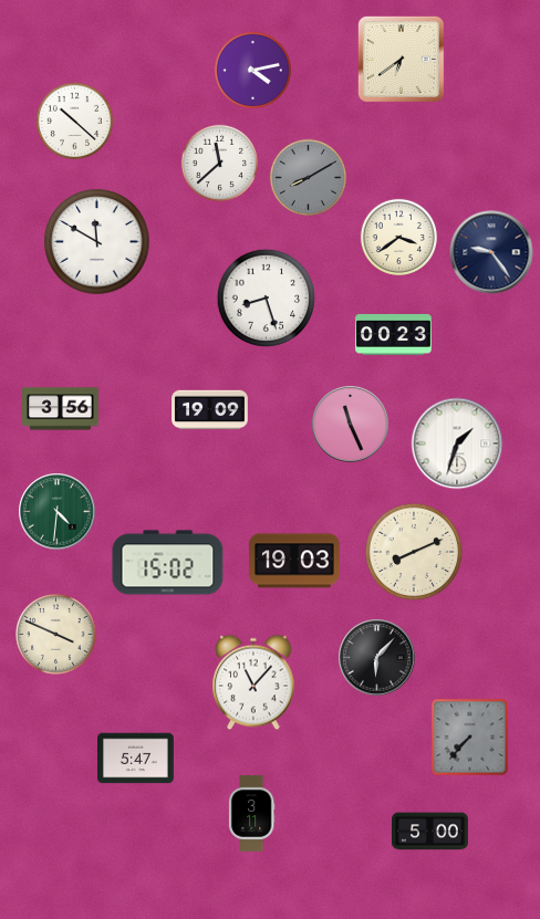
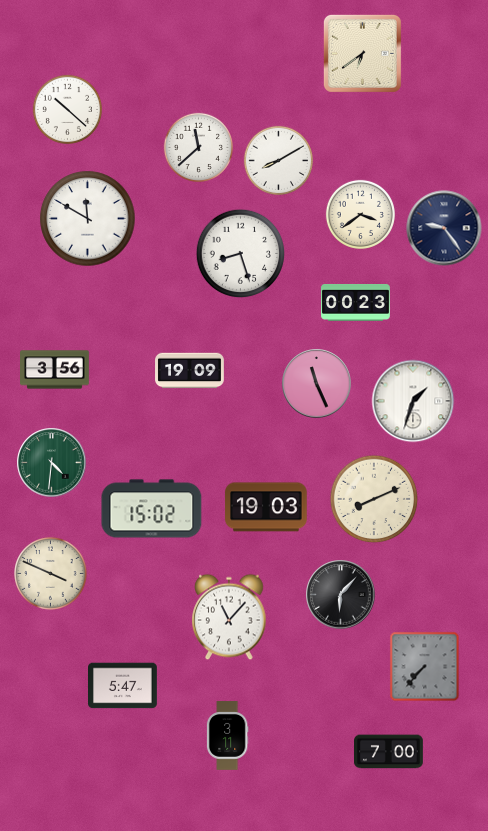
clock at (252, 70): 4:13 -> none
clock at (308, 177) dial: grey -> white
clock at (267, 299) position: (267, 299) -> (241, 254)
clock at (430, 832): 5:00 -> 7:00
